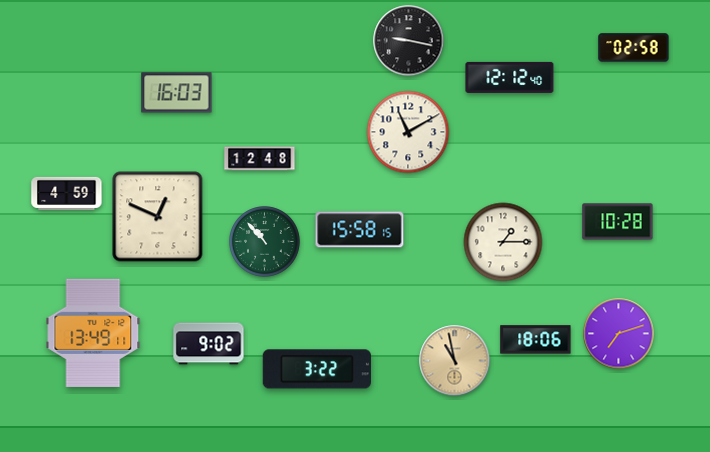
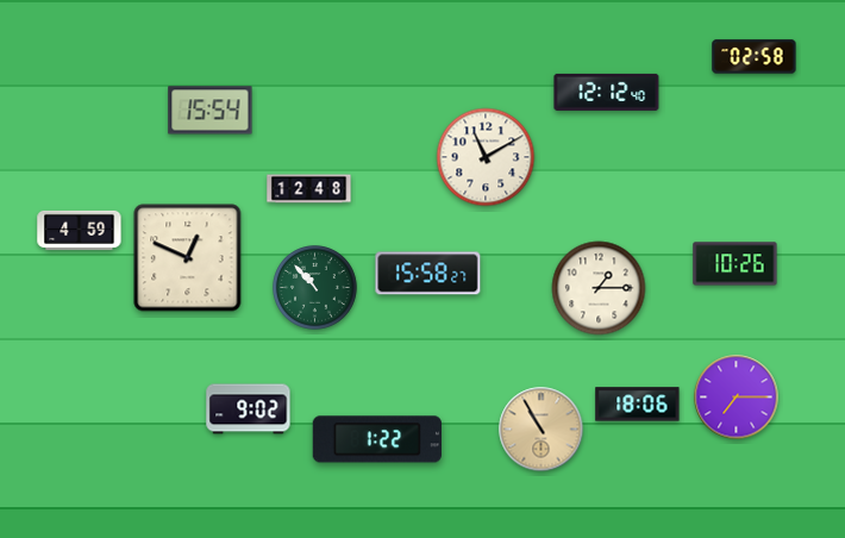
clock at (409, 41): 9:17 -> none
clock at (177, 93): 16:03 -> 15:54
clock at (618, 222): 10:28 -> 10:26
clock at (360, 230): 15:58:15 -> 15:58:27
clock at (93, 333): 13:49 -> none
clock at (619, 334): 7:12 -> 7:15
clock at (455, 361): 10:58 -> 10:55
clock at (317, 369): 3:22 -> 1:22
